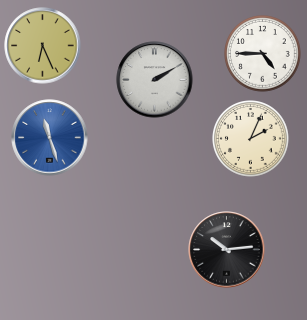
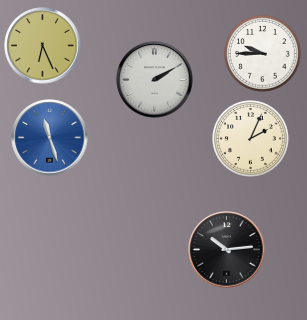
clock at (263, 54): 4:45 -> 9:45
